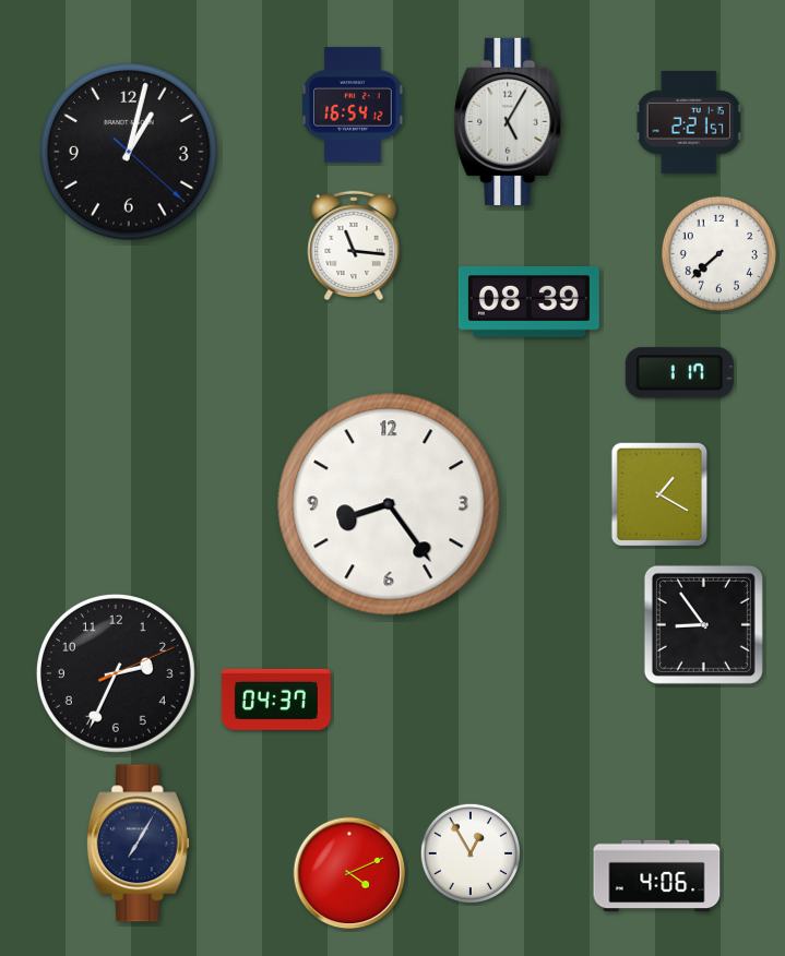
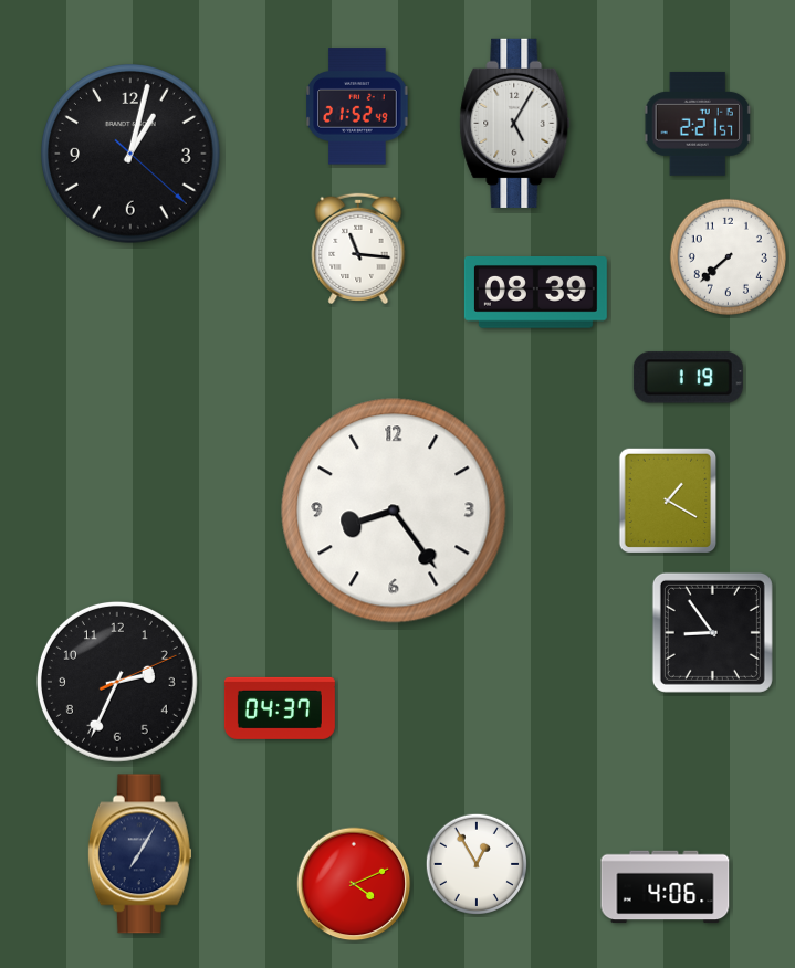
clock at (353, 105): 16:54 -> 21:52
clock at (528, 302) position: (528, 302) -> (535, 293)
clock at (679, 373): 1:17 -> 1:19
